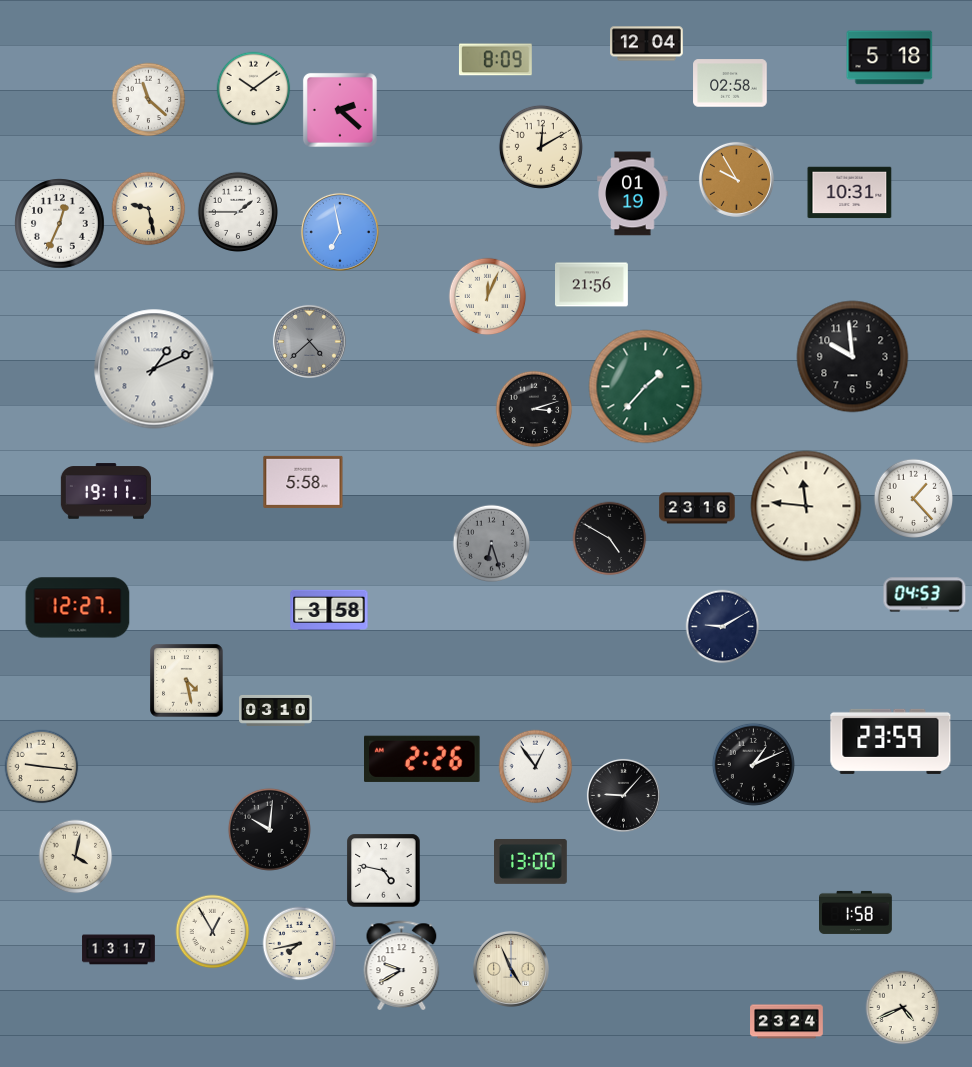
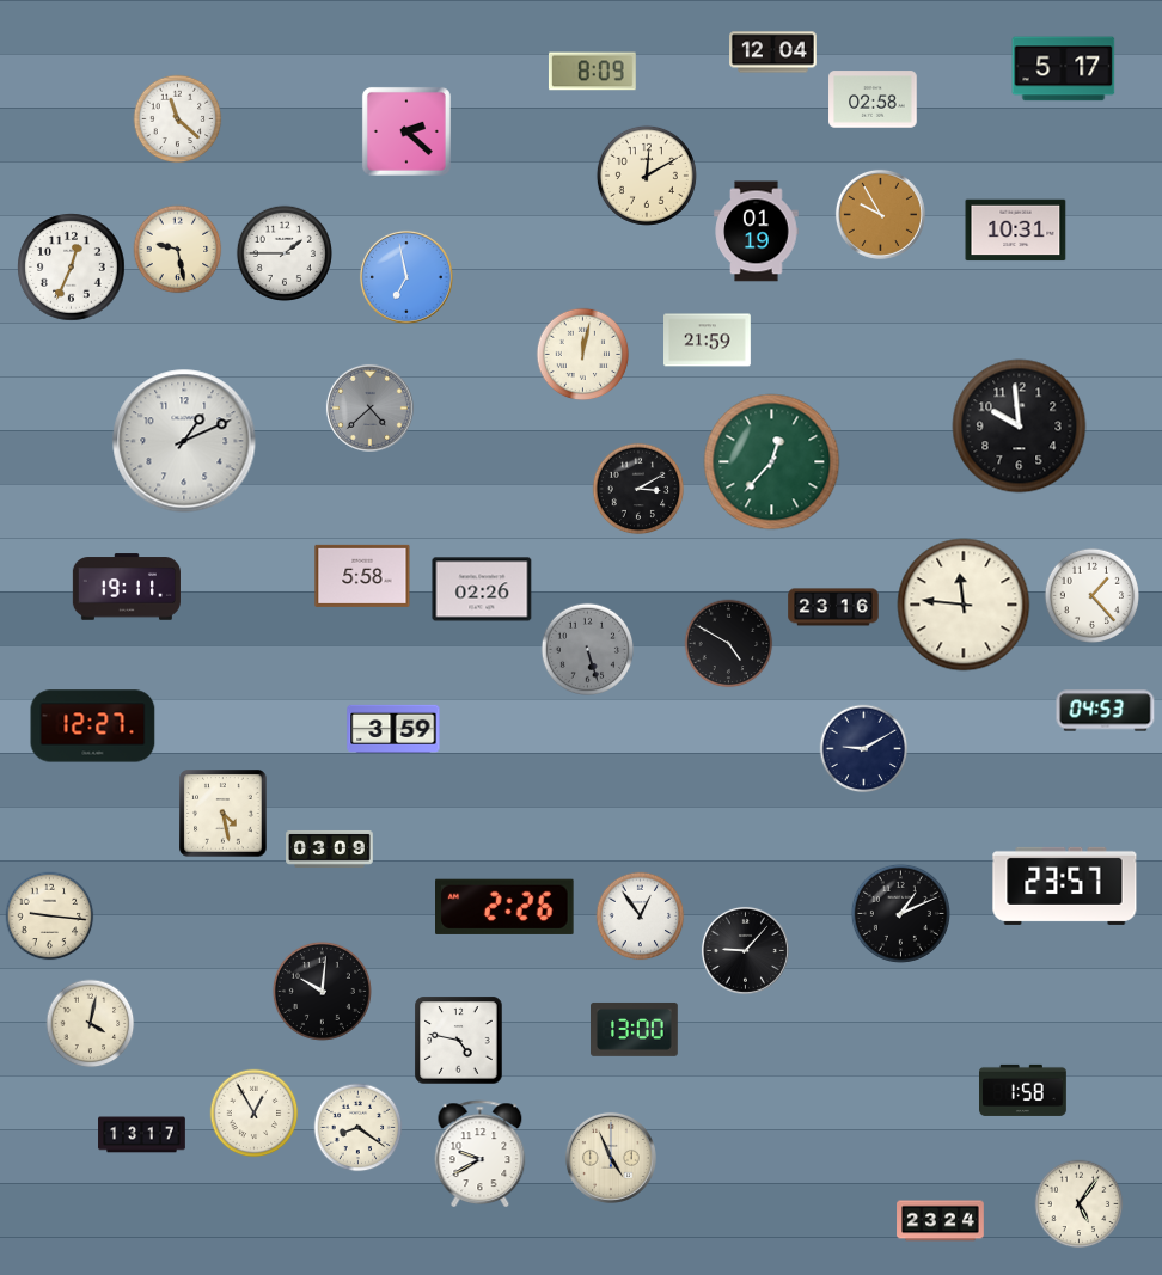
clock at (890, 58): 5:18 -> 5:17
clock at (254, 89): 10:09 -> none
clock at (592, 285): 21:56 -> 21:59
clock at (488, 297): 12:04 -> 12:02
clock at (646, 387): 1:37 -> 12:37
clock at (534, 409): 3:12 -> 3:10
clock at (482, 589): none -> 02:26
clock at (492, 544): 6:27 -> 5:27
clock at (329, 610): 3:58 -> 3:59
clock at (276, 710): 03:10 -> 03:09
clock at (891, 741): 23:59 -> 23:57
clock at (300, 944): 7:43 -> 8:21
clock at (903, 1008): 4:41 -> 5:06
